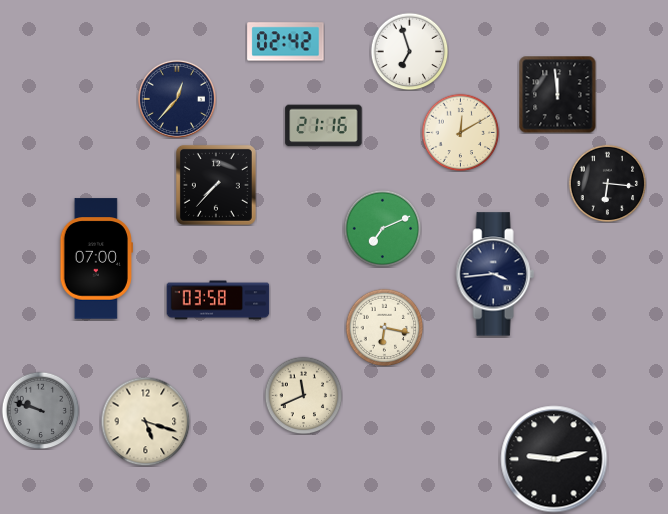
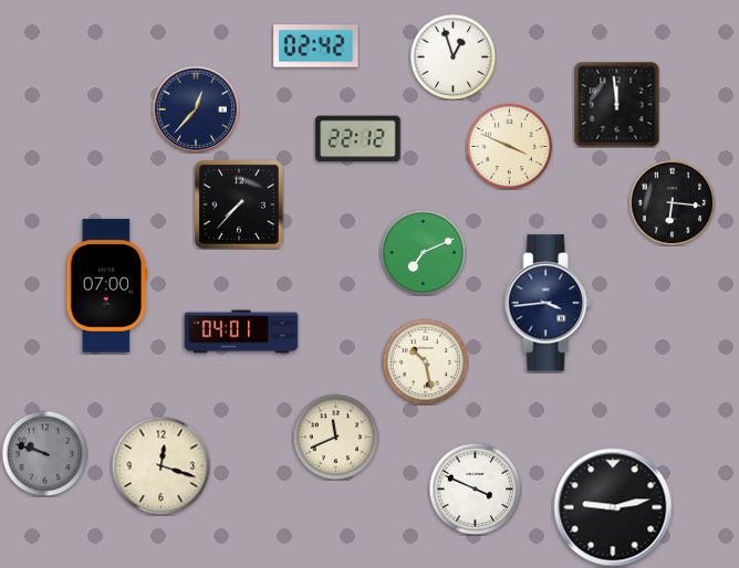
clock at (409, 51): 6:57 -> 12:57
clock at (324, 126): 21:16 -> 22:12
clock at (460, 132): 12:10 -> 3:49
clock at (218, 300): 03:58 -> 04:01
clock at (384, 327): 6:17 -> 10:28
clock at (145, 421): 5:18 -> 12:18
clock at (475, 488): none -> 3:49
